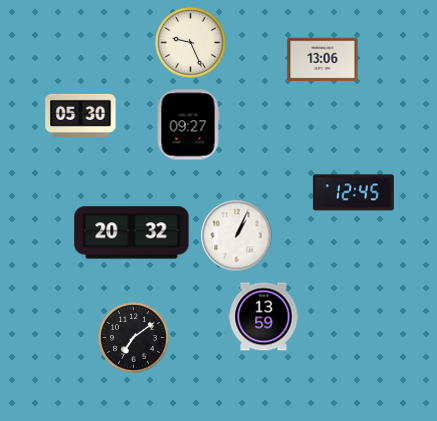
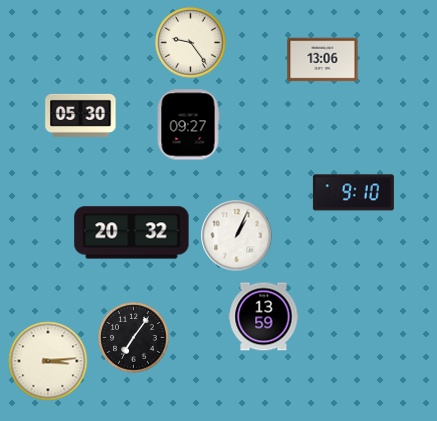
clock at (191, 43): 9:26 -> 9:24
clock at (353, 193): 12:45 -> 9:10
clock at (134, 338): 7:09 -> 7:06
clock at (48, 361): none -> 3:14
